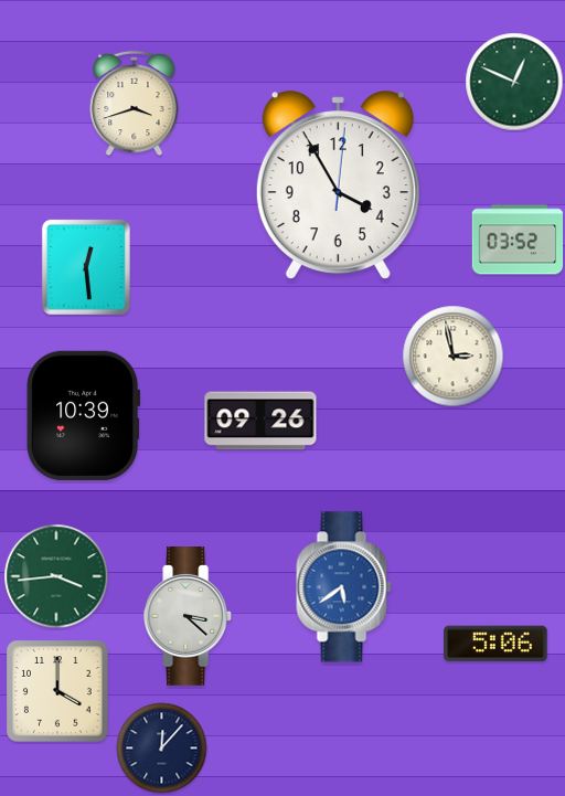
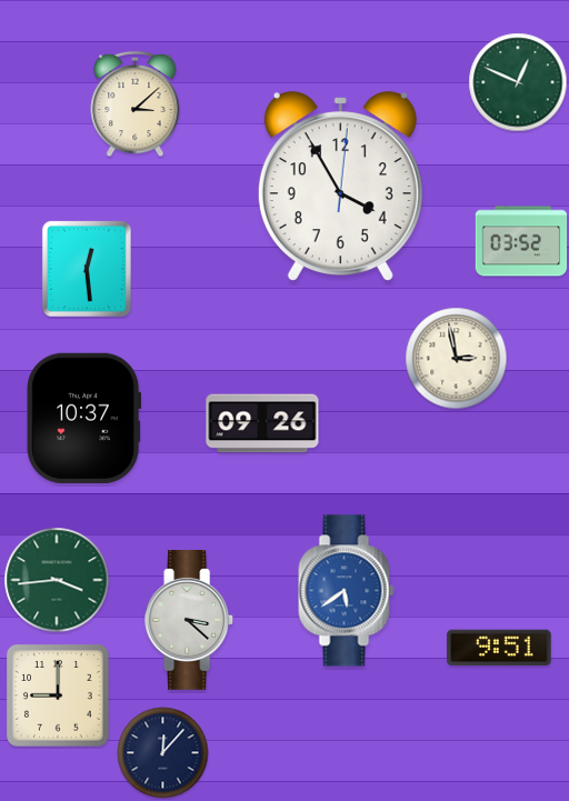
clock at (135, 104): 3:42 -> 3:08
clock at (84, 415): 10:39 -> 10:37
clock at (495, 644): 5:06 -> 9:51
clock at (58, 692): 4:00 -> 9:00
